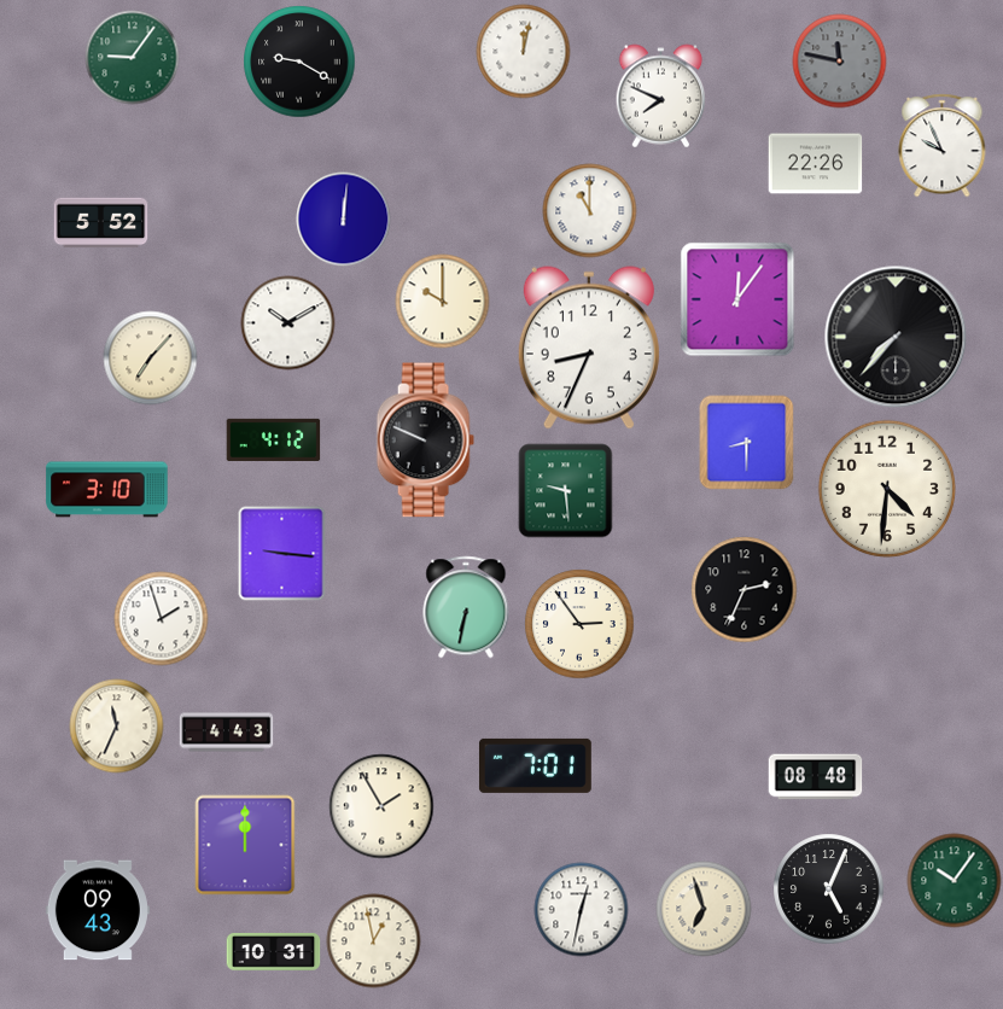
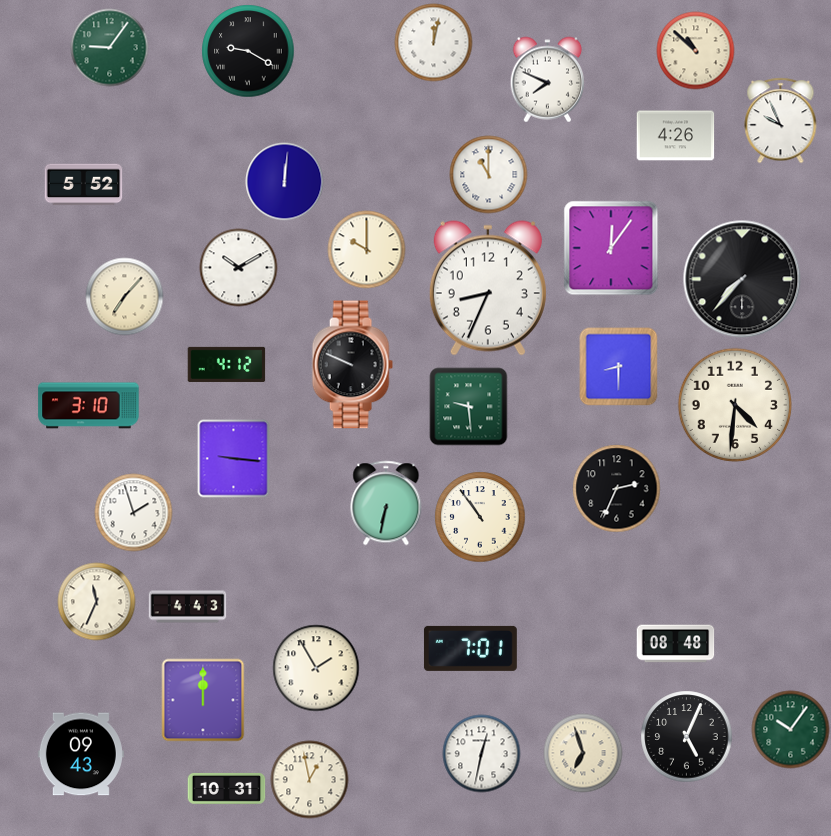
clock at (839, 60): 11:47 -> 10:52
clock at (839, 60) dial: grey -> cream
clock at (815, 164): 22:26 -> 4:26
clock at (579, 624): 2:54 -> 10:54
clock at (535, 765) position: (535, 765) -> (470, 648)
